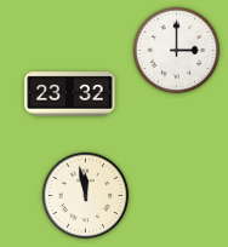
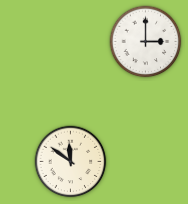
clock at (70, 94): 23:32 -> none
clock at (86, 196): 11:58 -> 11:51
